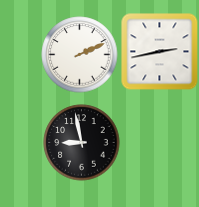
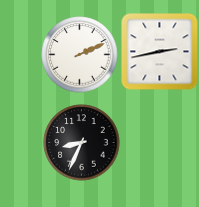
clock at (82, 143): 8:58 -> 8:34
